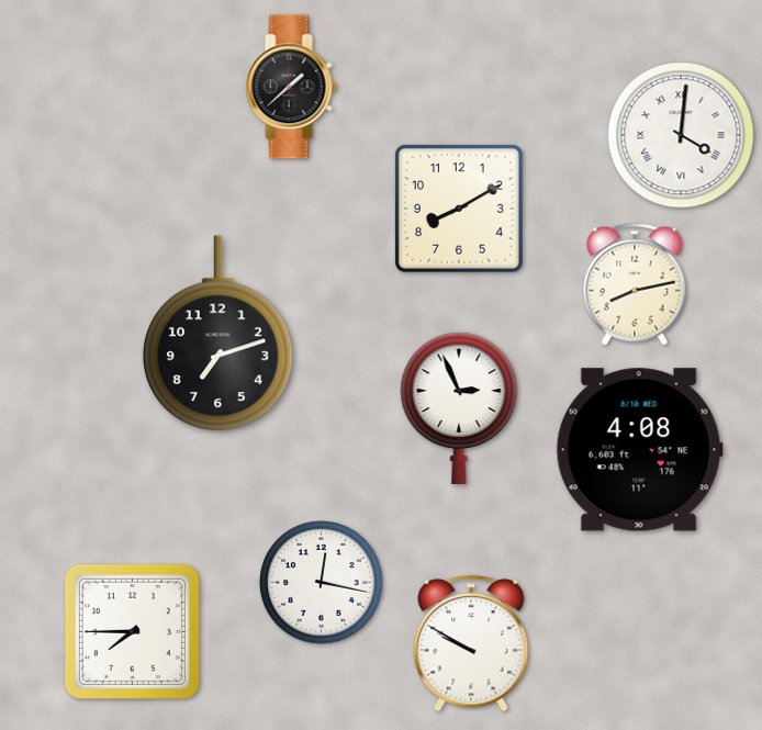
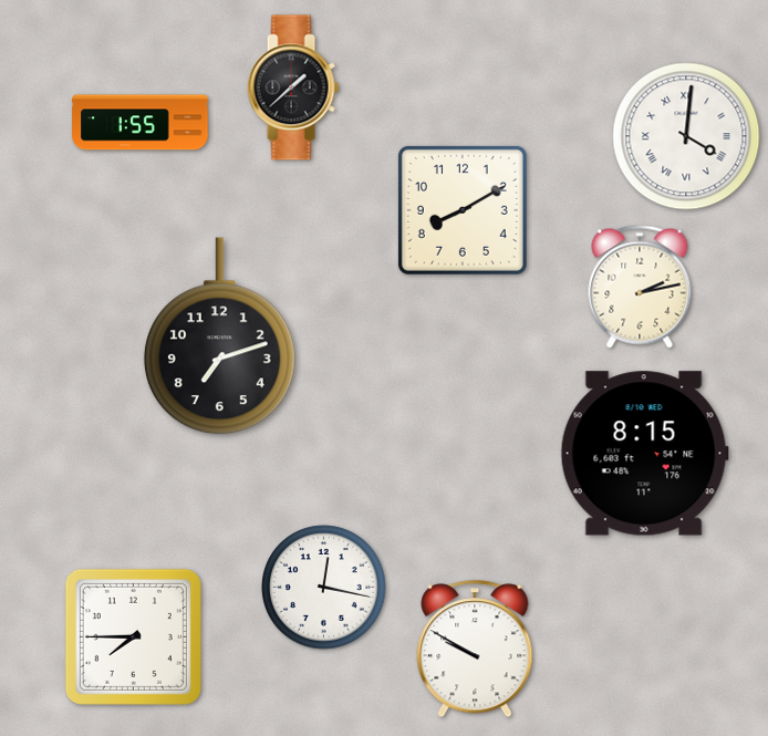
clock at (141, 123): none -> 1:55
clock at (635, 284): 8:13 -> 2:13
clock at (459, 408): 2:56 -> none
clock at (639, 450): 4:08 -> 8:15
